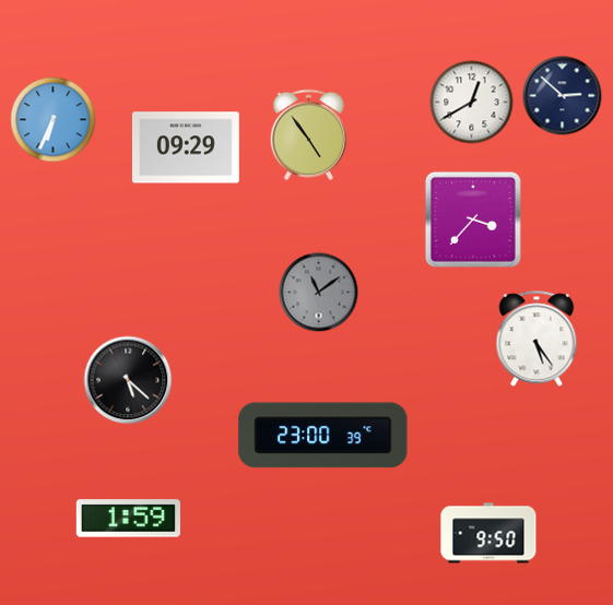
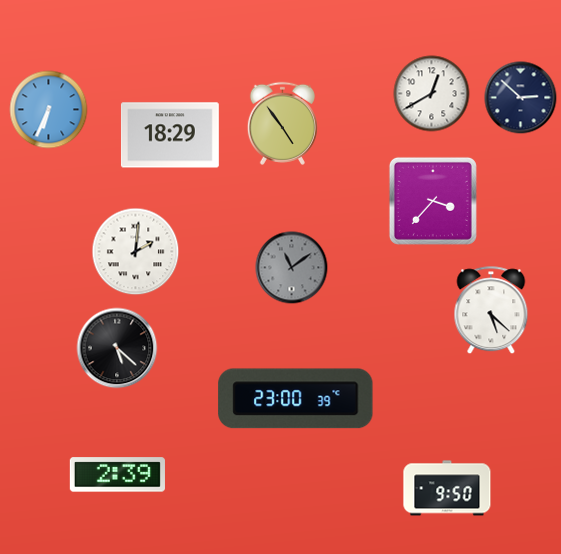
clock at (563, 96) position: (563, 96) -> (521, 98)
clock at (186, 147): 09:29 -> 18:29
clock at (136, 252): none -> 2:01
clock at (537, 340): 5:24 -> 5:22
clock at (128, 519): 1:59 -> 2:39
